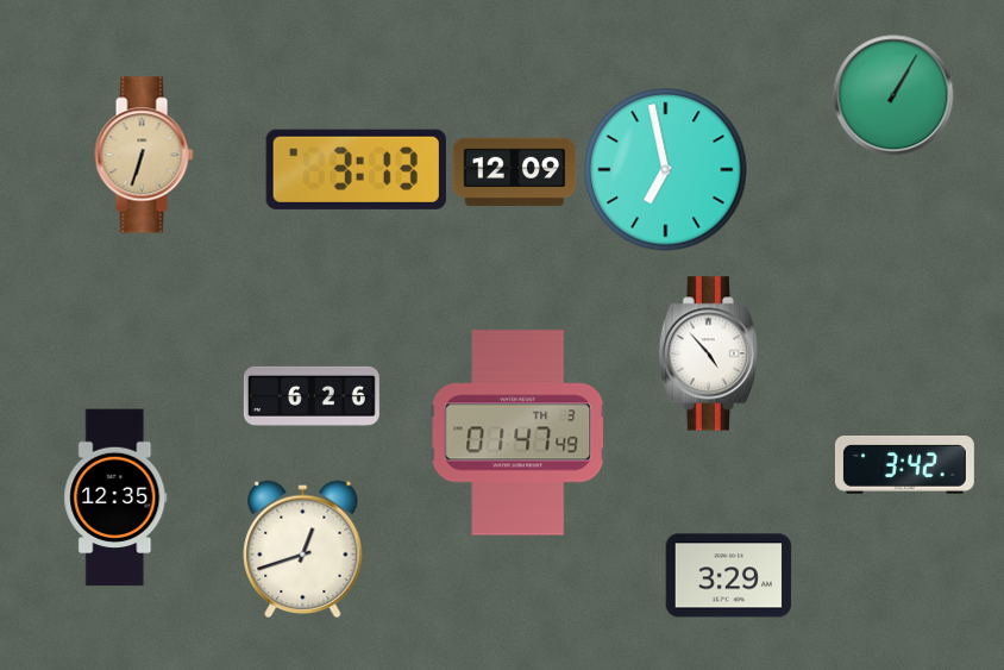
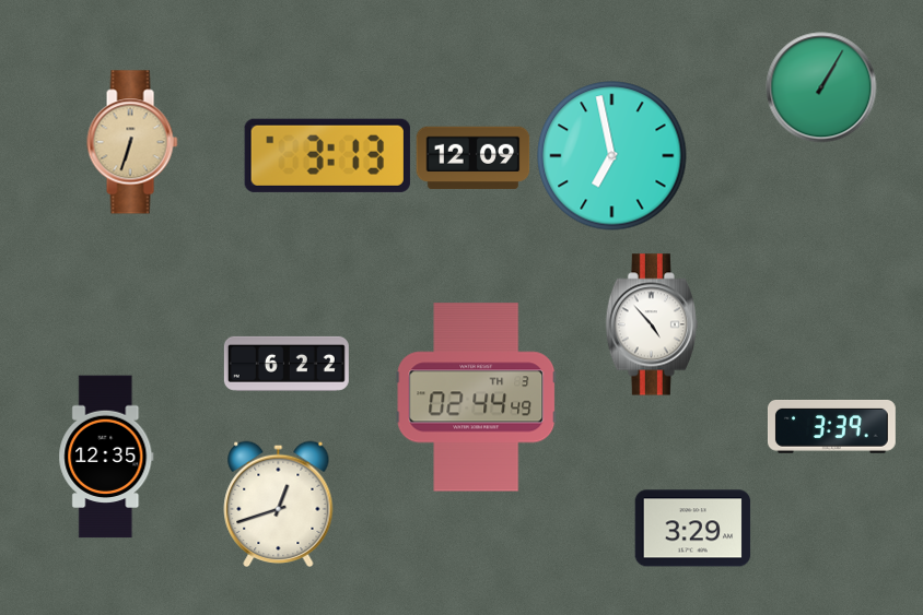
clock at (312, 396): 6:26 -> 6:22
clock at (519, 433): 01:47 -> 02:44
clock at (904, 465): 3:42 -> 3:39
clock at (729, 576) position: (729, 576) -> (693, 529)
